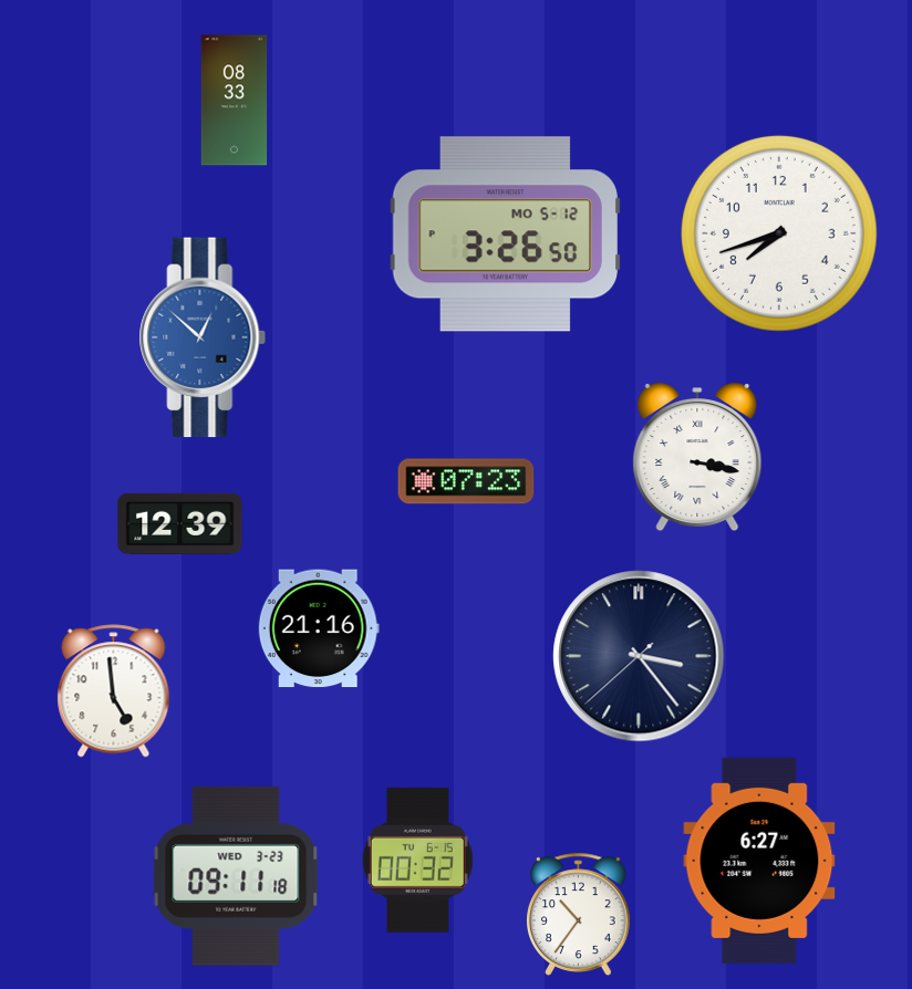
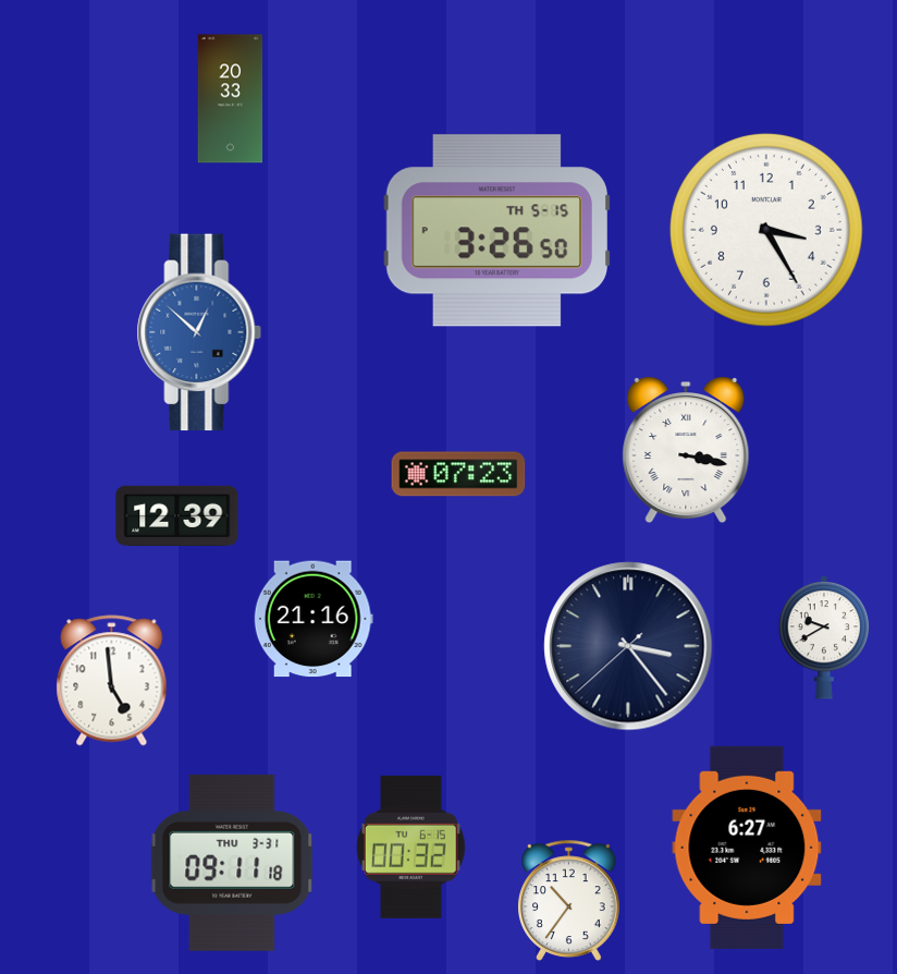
clock at (235, 101): 08:33 -> 20:33
clock at (779, 233): 7:42 -> 3:25
clock at (505, 235) date: MO 5-12 -> TH 5-15
clock at (824, 637): none -> 9:40
clock at (236, 876) date: WED 3-23 -> THU 3-31
